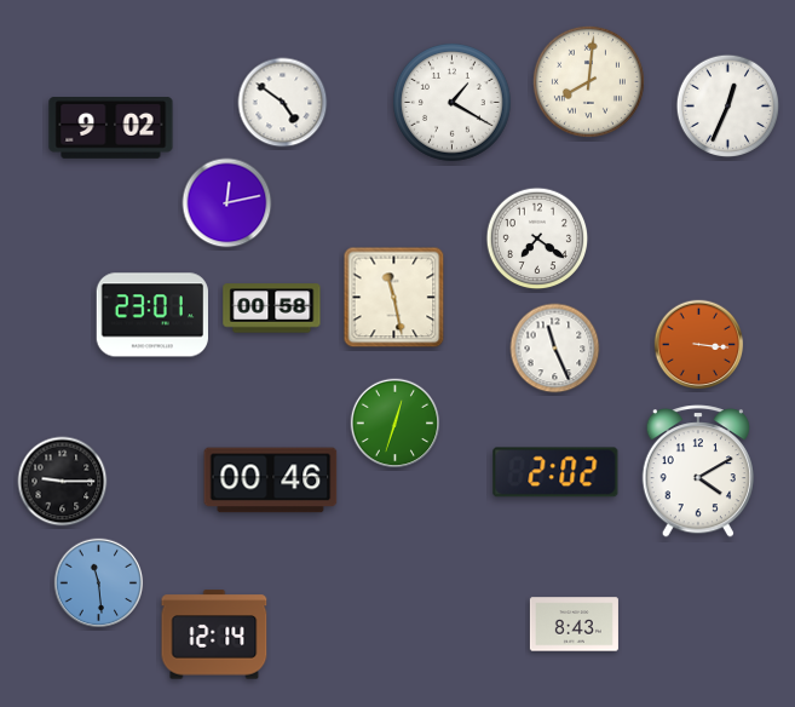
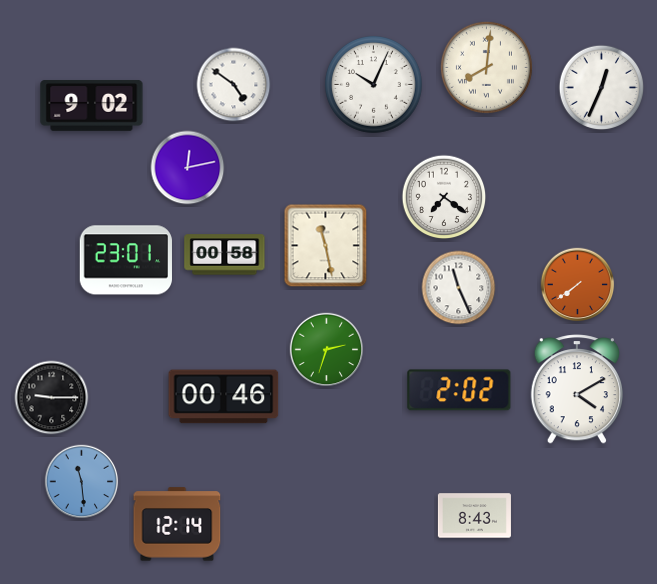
clock at (453, 103): 1:20 -> 10:04
clock at (699, 345): 3:16 -> 7:39
clock at (396, 424): 12:33 -> 2:33
